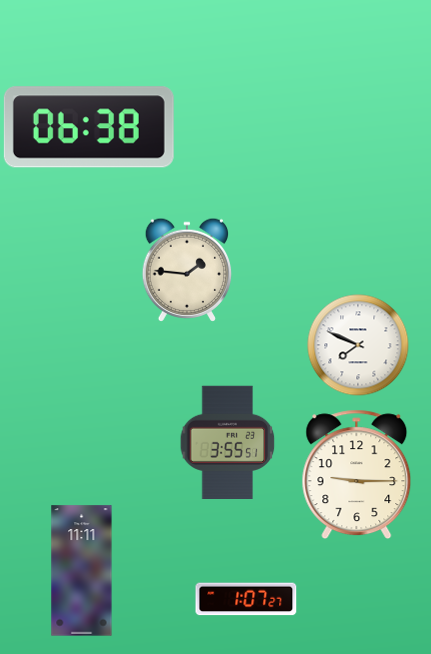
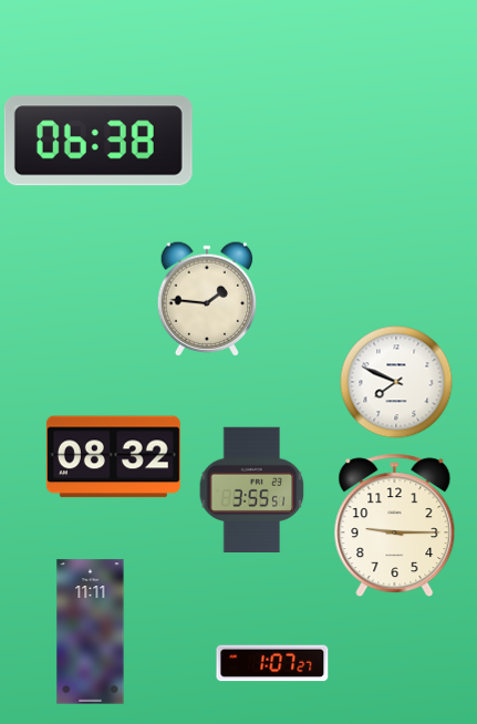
clock at (113, 457): none -> 08:32
